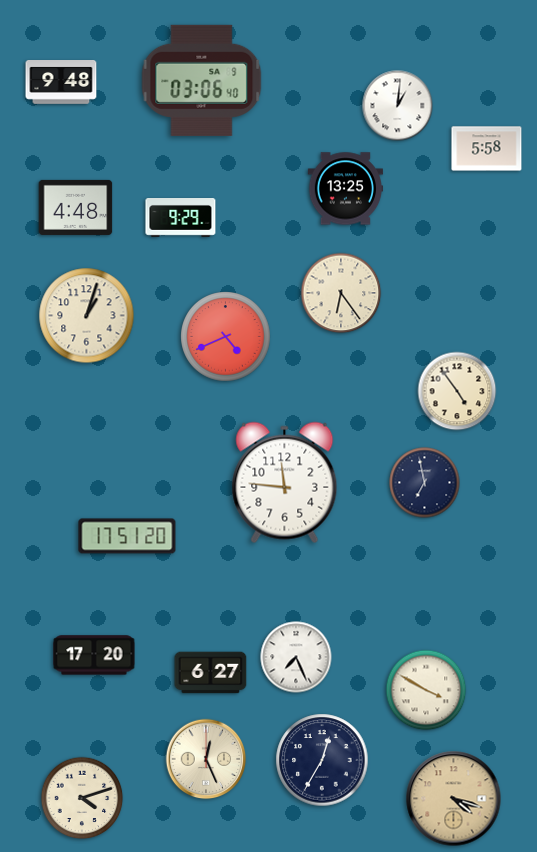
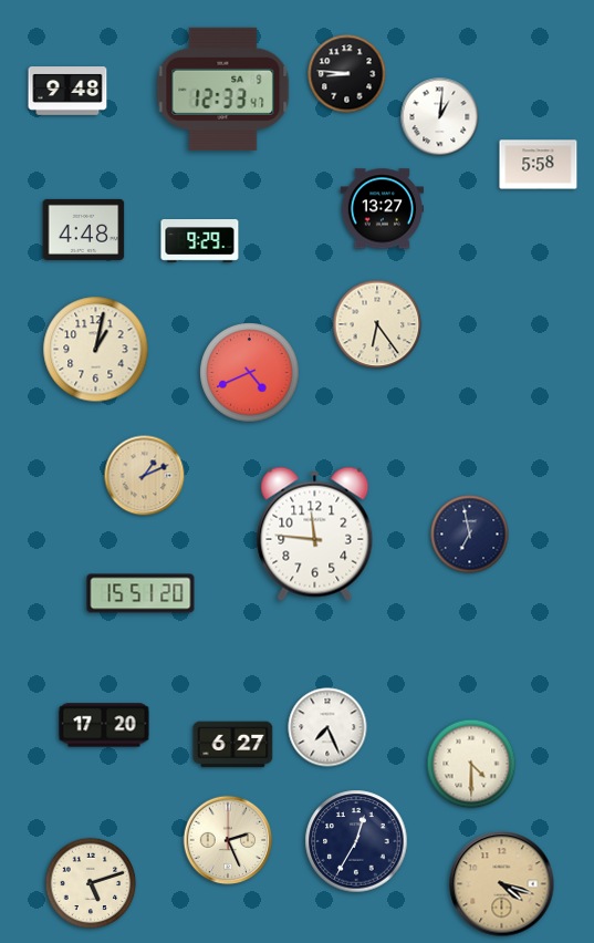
clock at (347, 74): none -> 8:46
clock at (202, 80): 03:06 -> 12:33
clock at (345, 189): 13:25 -> 13:27
clock at (87, 316): 1:03 -> 1:02
clock at (457, 391): 4:54 -> none
clock at (145, 476): none -> 1:11
clock at (127, 536): 17:51 -> 15:51
clock at (426, 690): 3:50 -> 4:30
clock at (206, 759): 12:26 -> 2:26
clock at (82, 798): 4:12 -> 5:12
